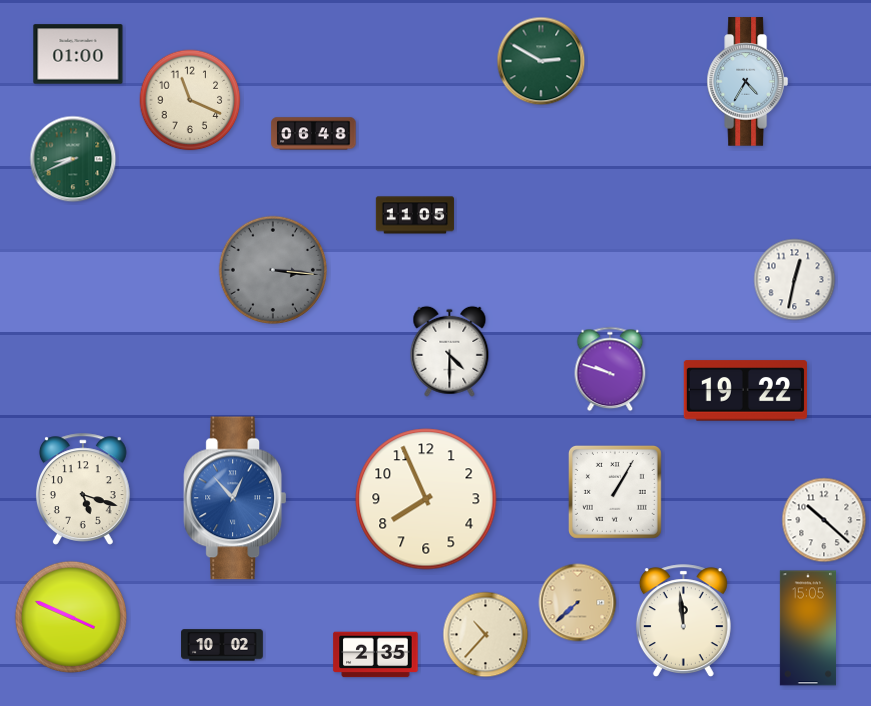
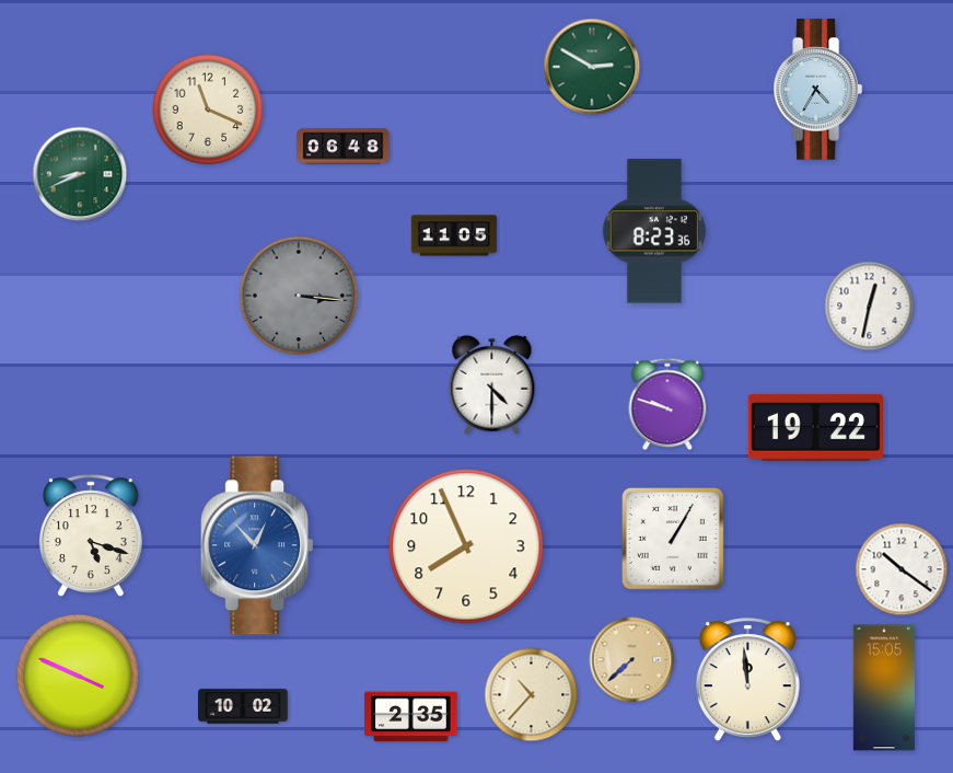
clock at (78, 54): 01:00 -> none
clock at (654, 231): none -> 8:23
clock at (824, 520): 10:22 -> 10:21
